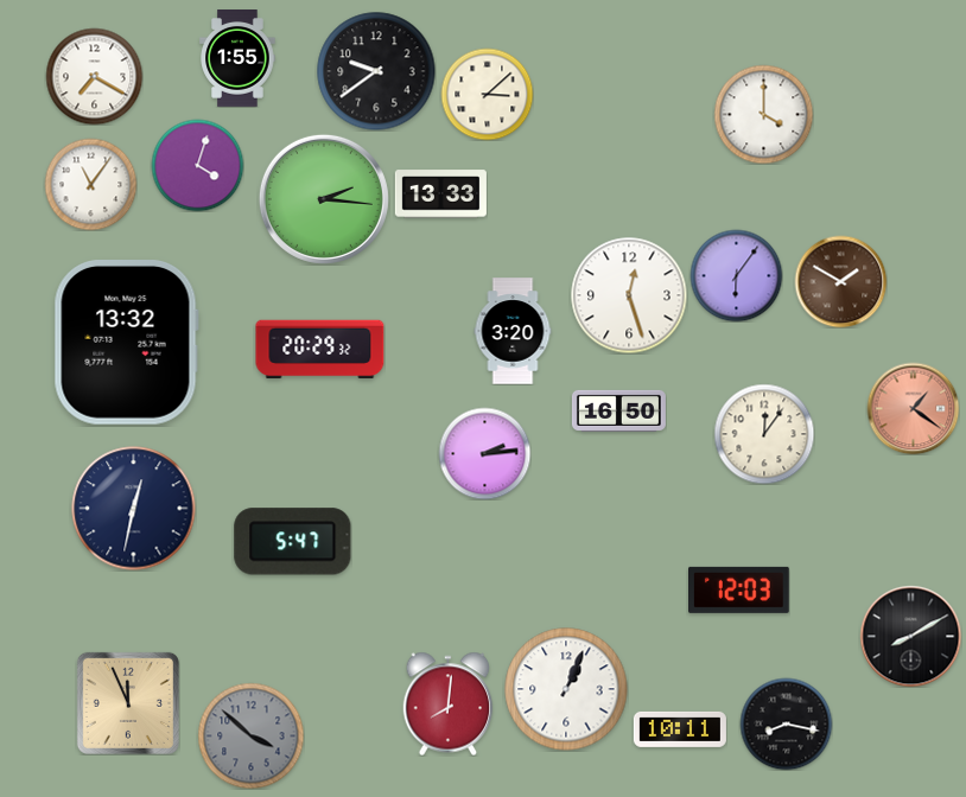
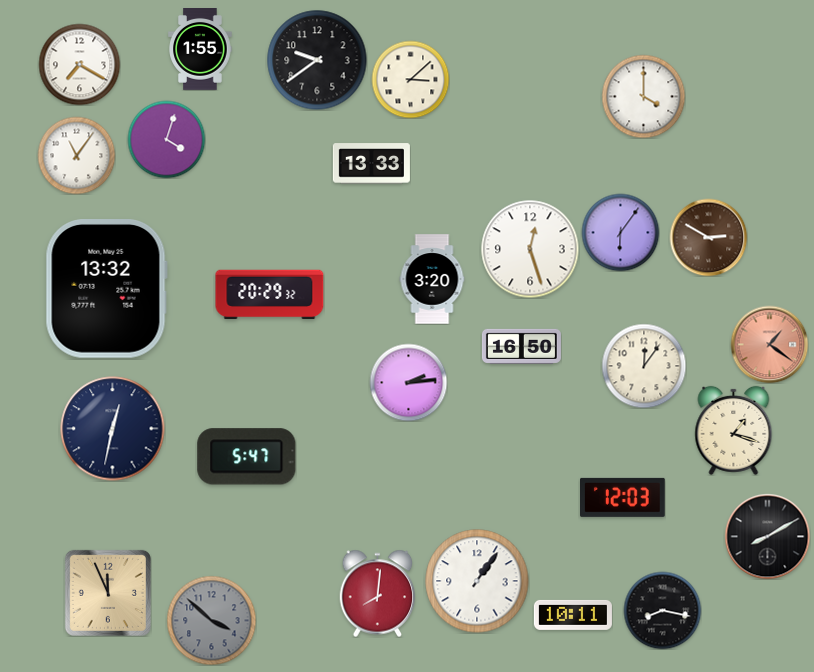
clock at (324, 199): 2:16 -> none
clock at (840, 281): 1:50 -> 2:50
clock at (734, 430): none -> 1:18
clock at (566, 689): 1:04 -> 1:06
